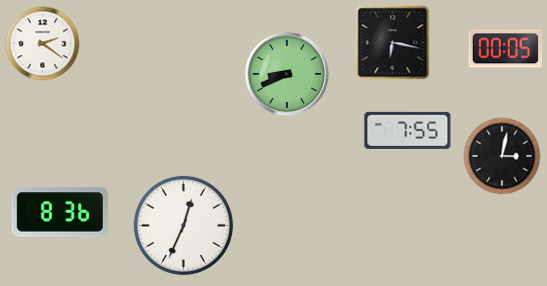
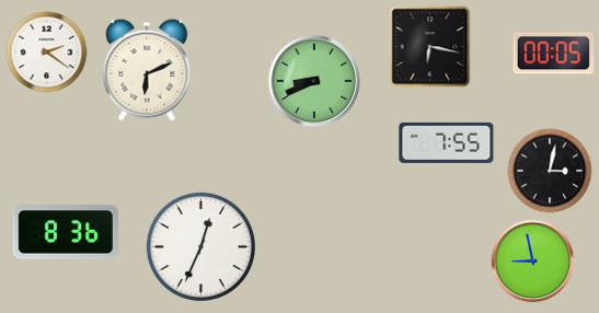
clock at (43, 44) position: (43, 44) -> (47, 53)
clock at (147, 70): none -> 6:11
clock at (533, 262): none -> 8:58
